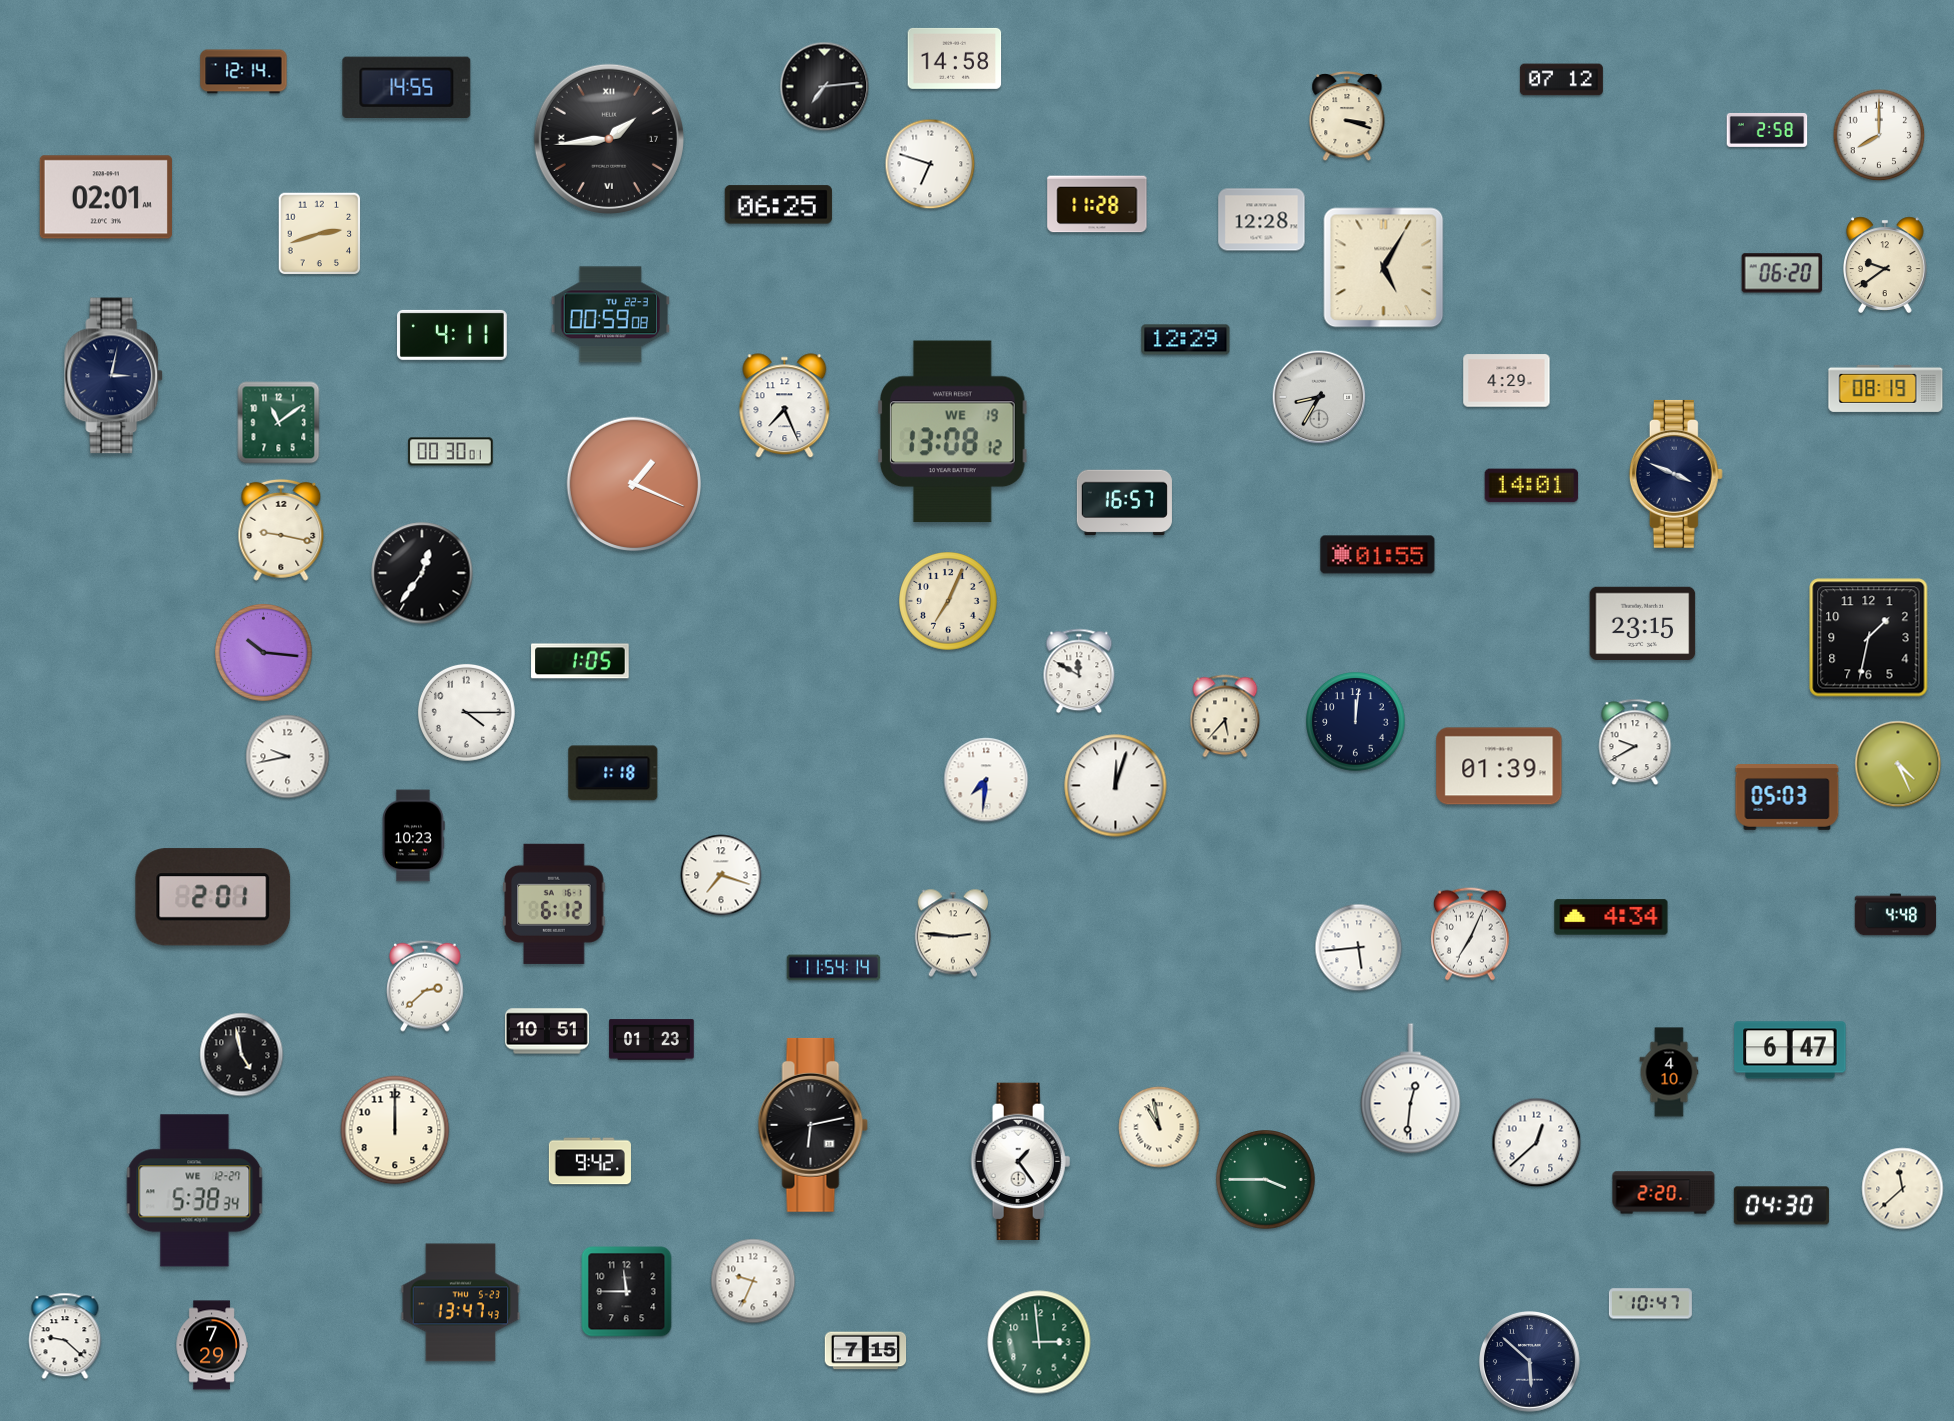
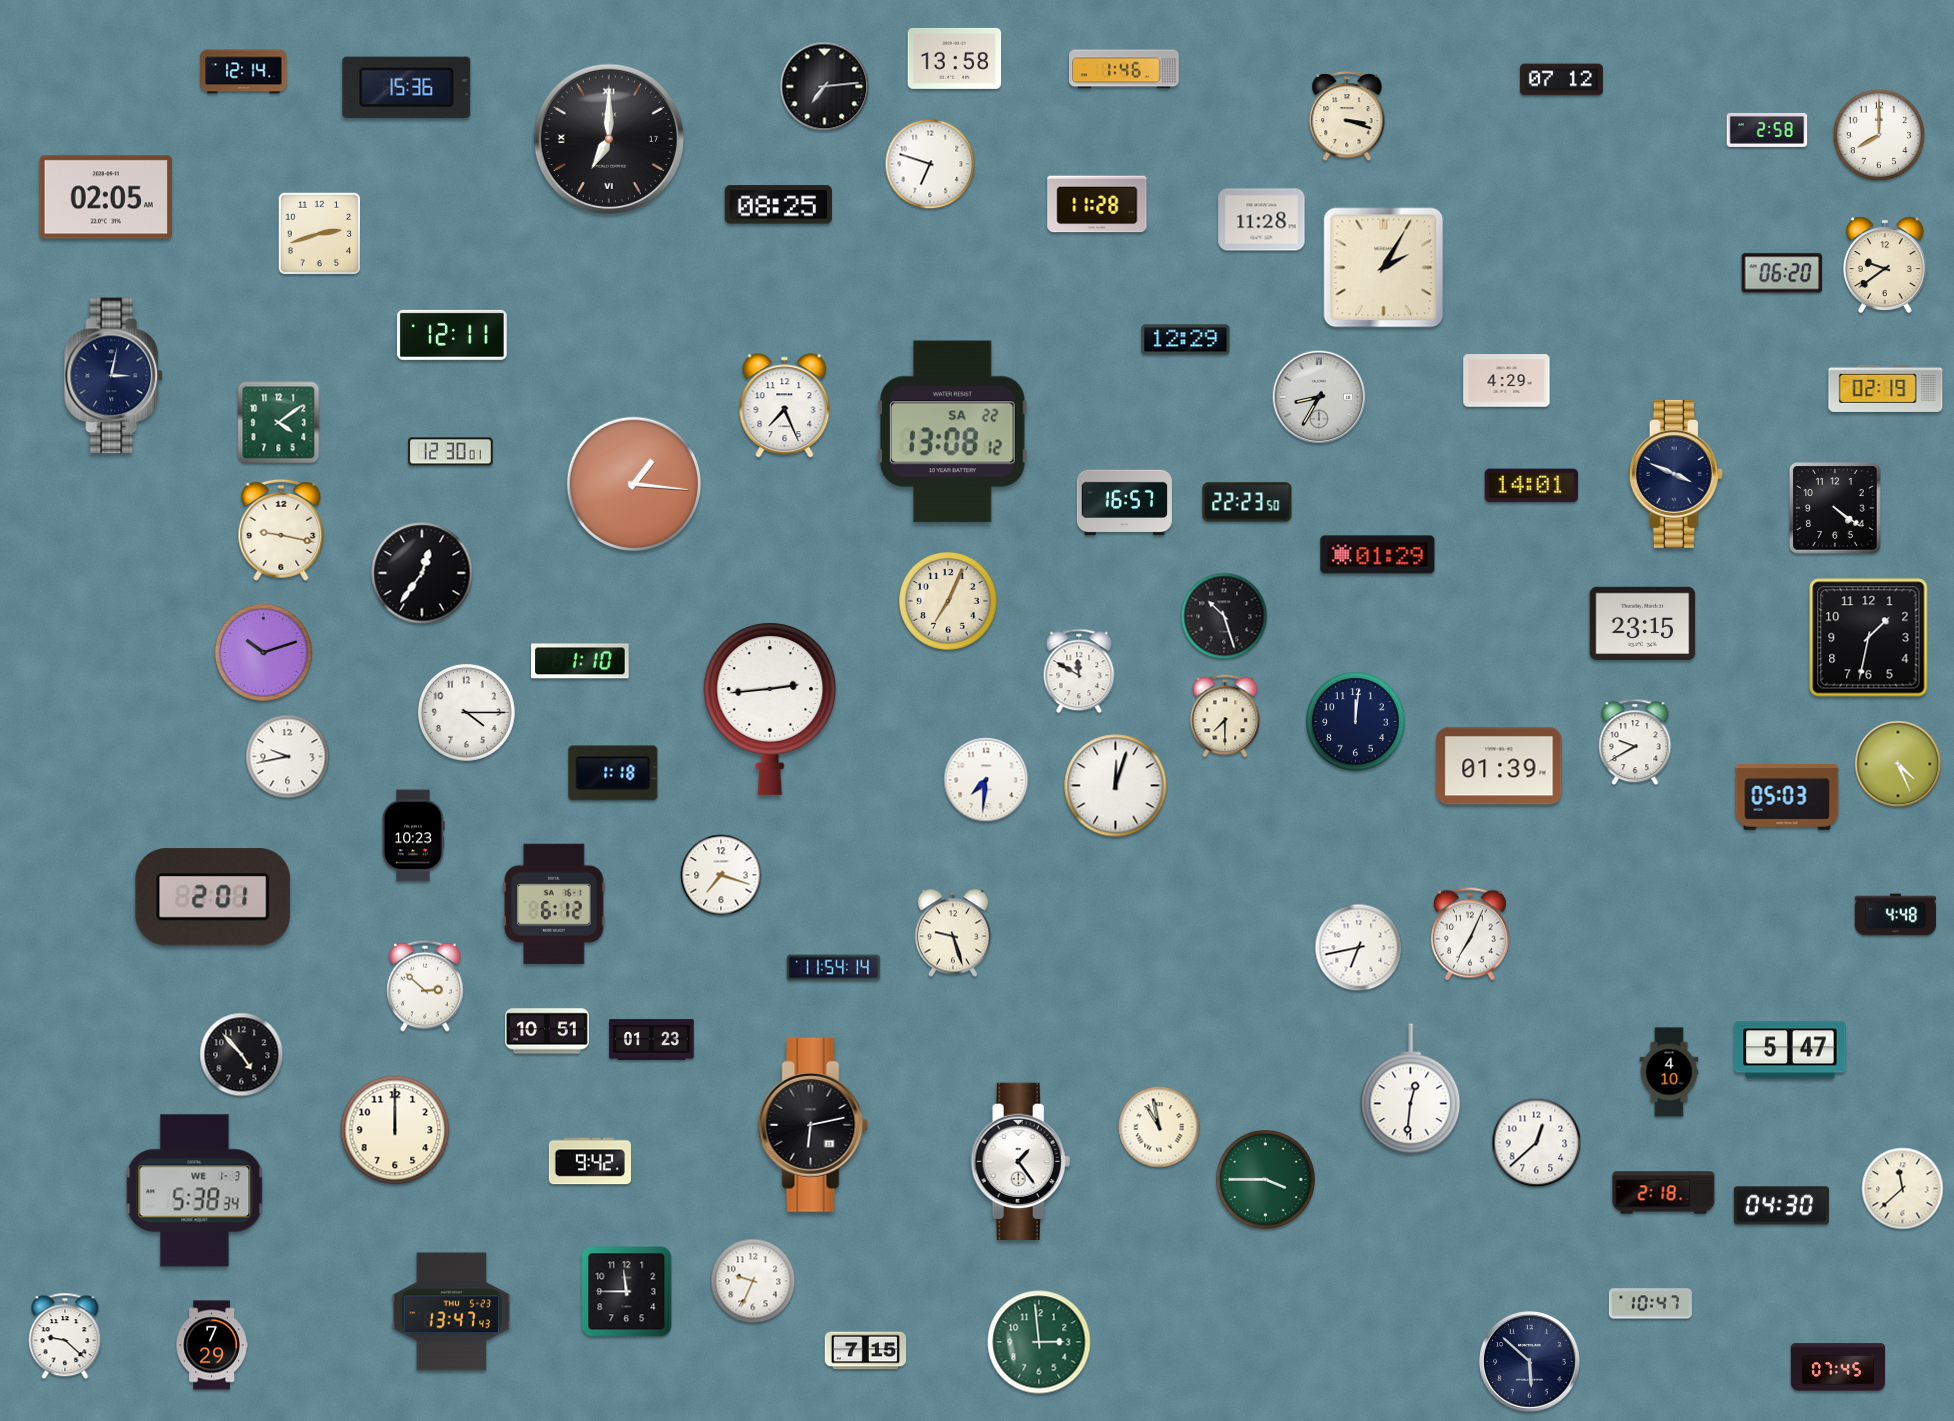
clock at (955, 58): 14:58 -> 13:58
clock at (1125, 69): none -> 1:46
clock at (407, 87): 14:55 -> 15:36
clock at (609, 139): 1:44 -> 7:00
clock at (106, 197): 02:01 -> 02:05
clock at (778, 205): 06:25 -> 08:25
clock at (1262, 220): 12:28 -> 11:28
clock at (1384, 268): 5:05 -> 2:05
clock at (610, 315): 00:59 -> none
clock at (453, 335): 4:11 -> 12:11
clock at (1886, 388): 08:19 -> 02:19
clock at (279, 423): 11:09 -> 4:09
clock at (952, 432) date: WE 19 -> SA 22
clock at (451, 452): 00:30 -> 12:30
clock at (634, 484): 1:19 -> 1:16
clock at (1247, 502): none -> 22:23
clock at (1836, 509): none -> 4:21
clock at (1378, 555): 01:55 -> 01:29
clock at (1224, 616): none -> 10:27
clock at (263, 652): 10:16 -> 10:12
clock at (580, 661): 1:05 -> 1:10
clock at (770, 709): none -> 2:44
clock at (1225, 716): 5:37 -> 7:30
clock at (1611, 917): 4:34 -> none
clock at (952, 933): 2:46 -> 9:27
clock at (1359, 948): 5:44 -> 6:43
clock at (425, 986): 2:38 -> 2:52
clock at (1790, 1050): 6:47 -> 5:47
clock at (242, 1055): 4:58 -> 4:53
clock at (195, 1191) date: WE 12-27 -> WE 1-3
clock at (1664, 1193): 2:20 -> 2:18
clock at (461, 1303) position: (461, 1303) -> (452, 1312)
clock at (1838, 1367): none -> 07:45
